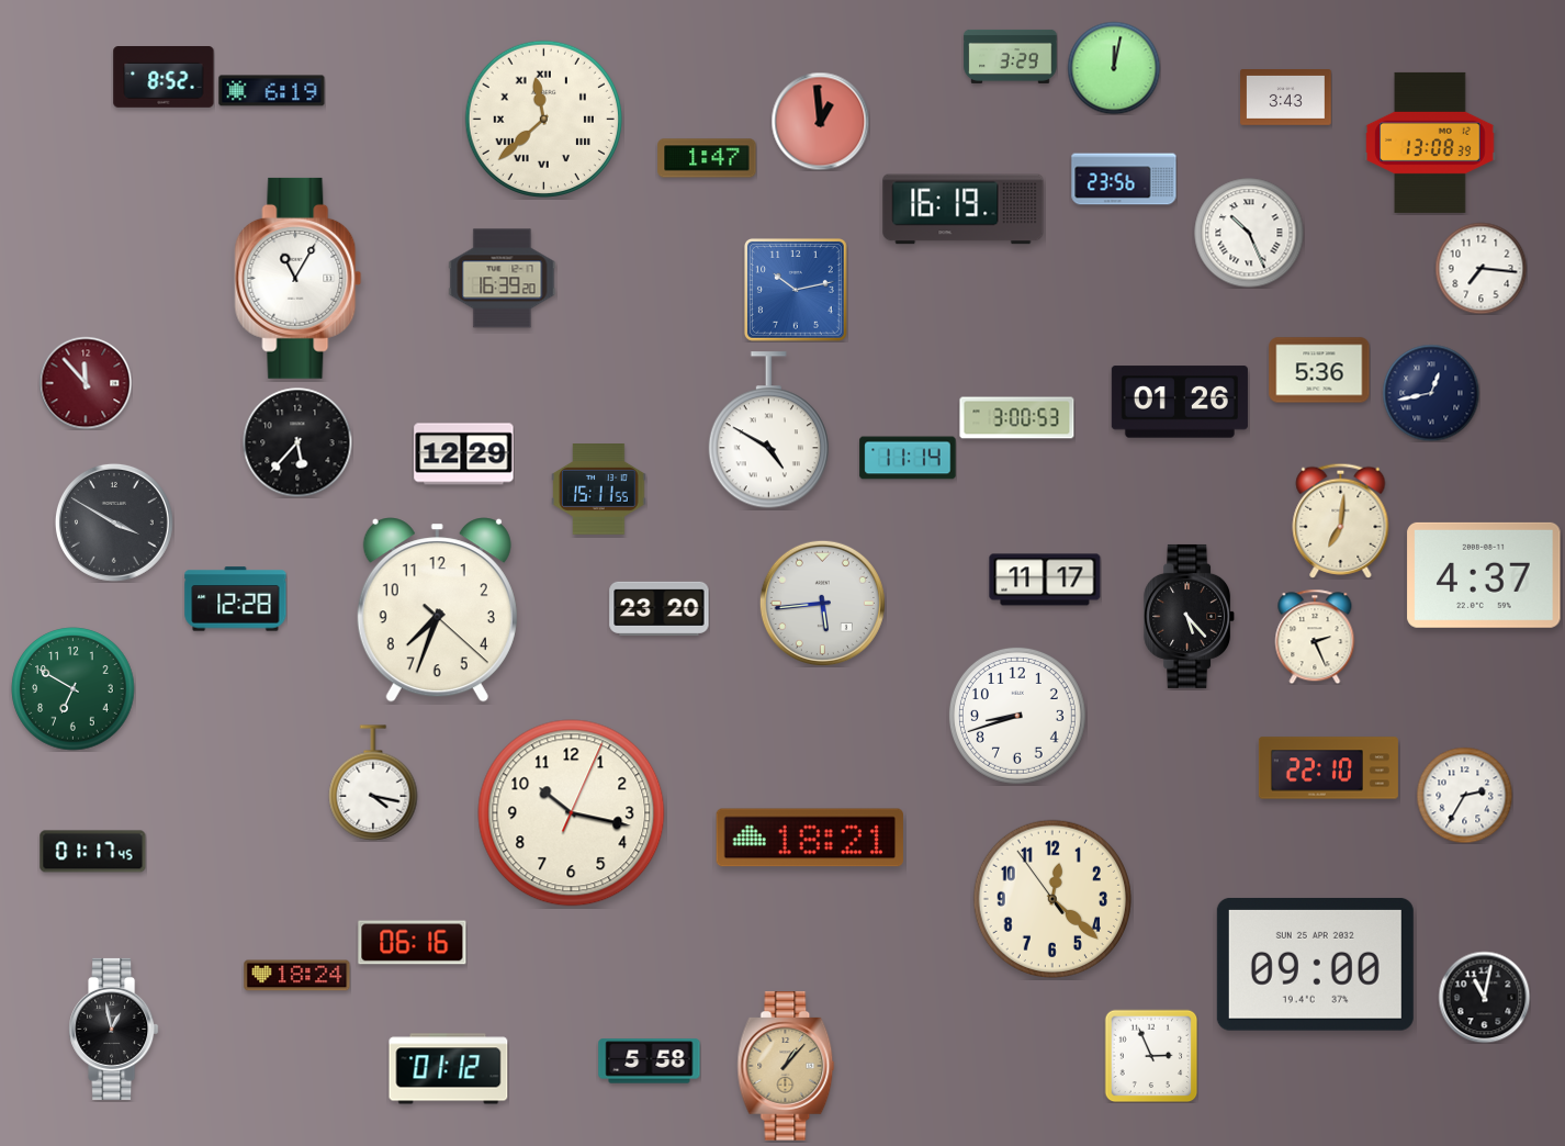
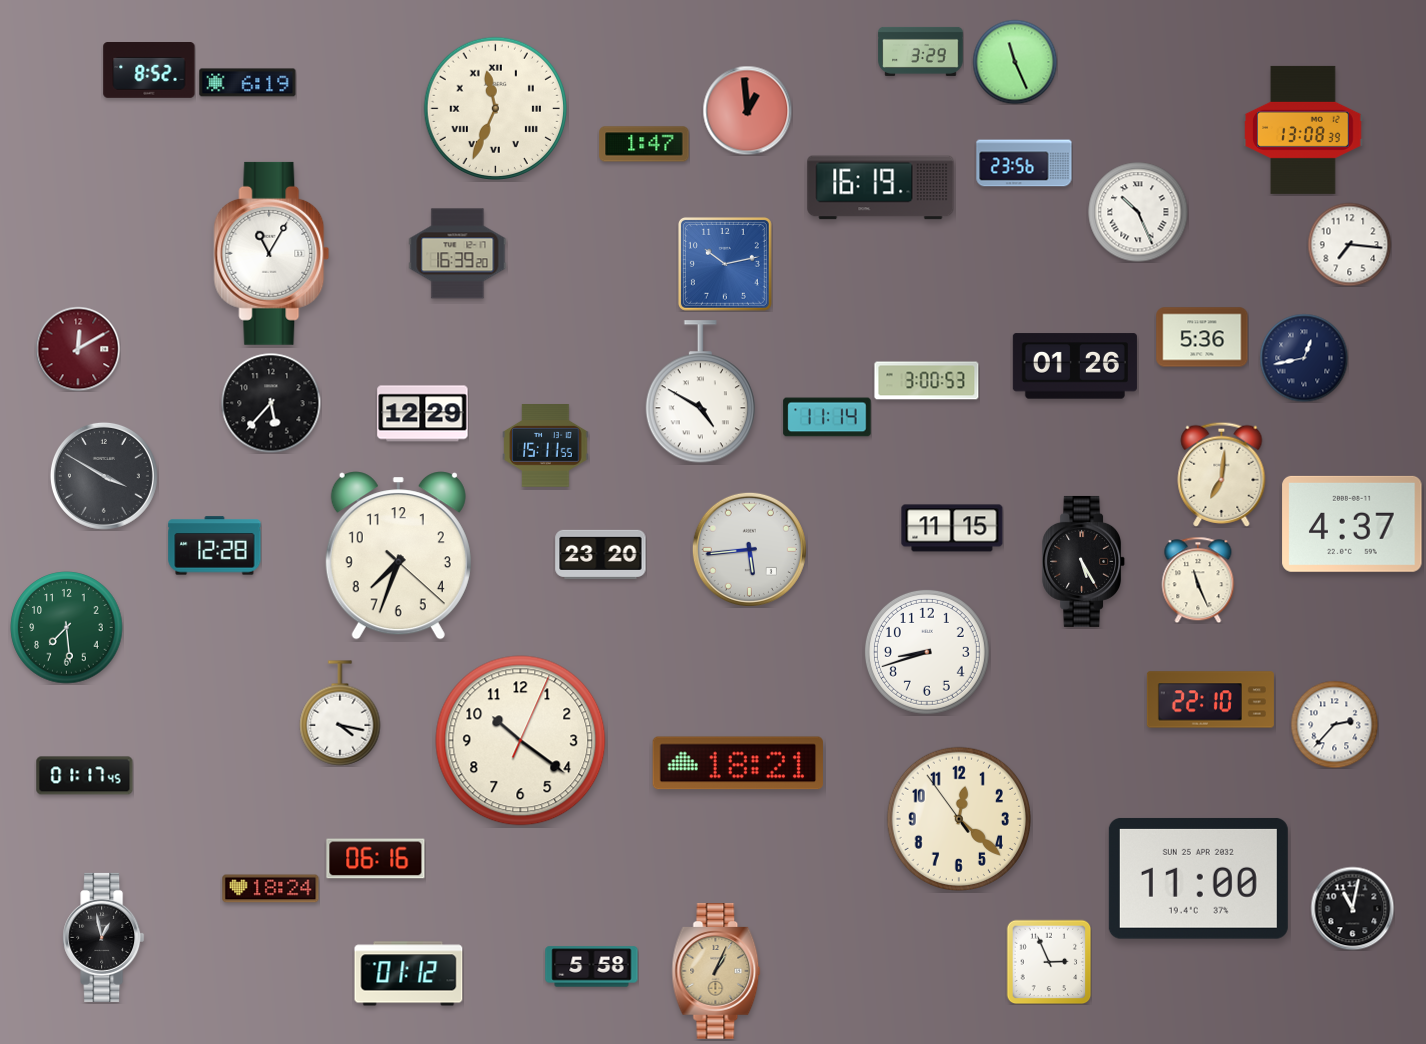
clock at (1114, 68): 12:02 -> 11:26
clock at (1286, 98): 3:43 -> none
clock at (543, 119): 11:38 -> 11:34
clock at (964, 210) position: (964, 210) -> (881, 188)
clock at (86, 383): 11:53 -> 12:10
clock at (1045, 580): 11:17 -> 11:15
clock at (1190, 616): 5:23 -> 5:25
clock at (1315, 637): 2:26 -> 11:26
clock at (74, 689): 6:50 -> 7:29
clock at (1464, 795): 2:35 -> 2:37
clock at (572, 813): 10:17 -> 10:21
clock at (1315, 964): 09:00 -> 11:00
clock at (786, 1066): 1:07 -> 1:04
